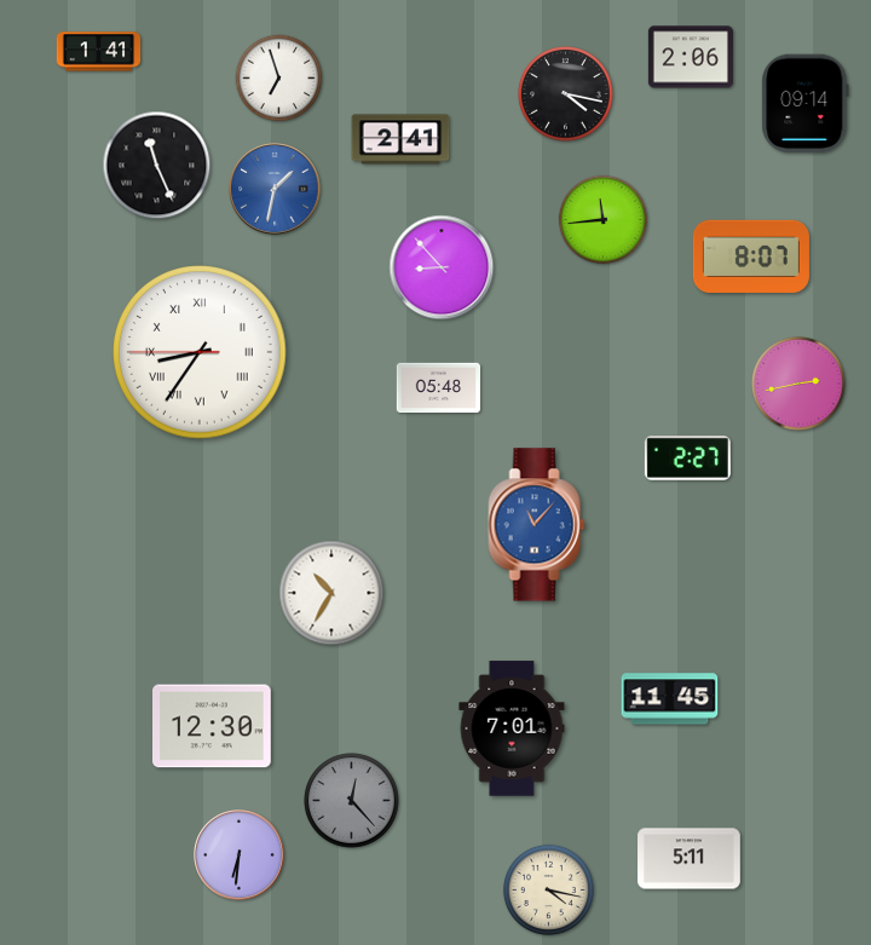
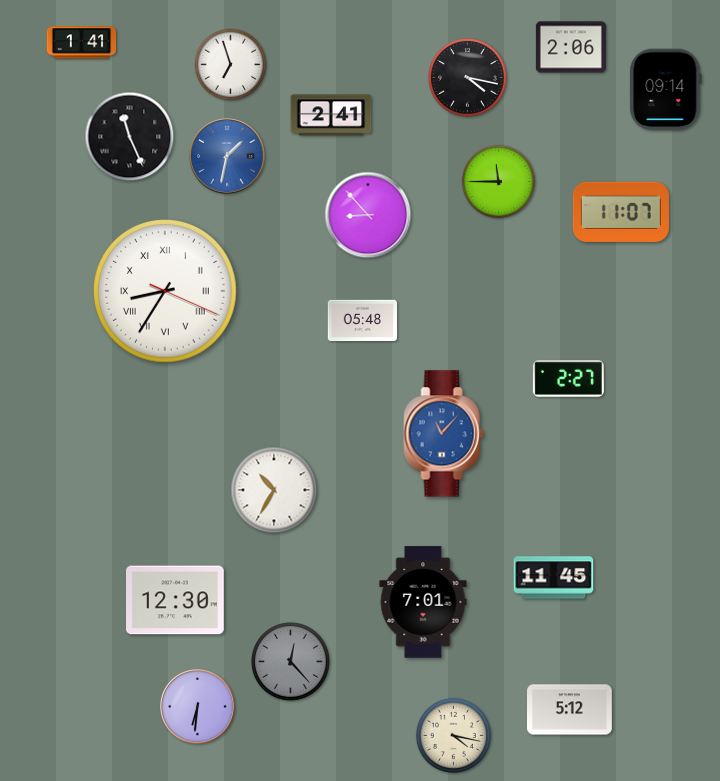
clock at (806, 104) position: (806, 104) -> (666, 90)
clock at (604, 220): 11:44 -> 11:45
clock at (751, 257): 8:07 -> 11:07
clock at (442, 267) position: (442, 267) -> (368, 215)
clock at (200, 352): 8:35:45 -> 8:35:19
clock at (798, 384): 2:43 -> none
clock at (690, 859): 5:11 -> 5:12
